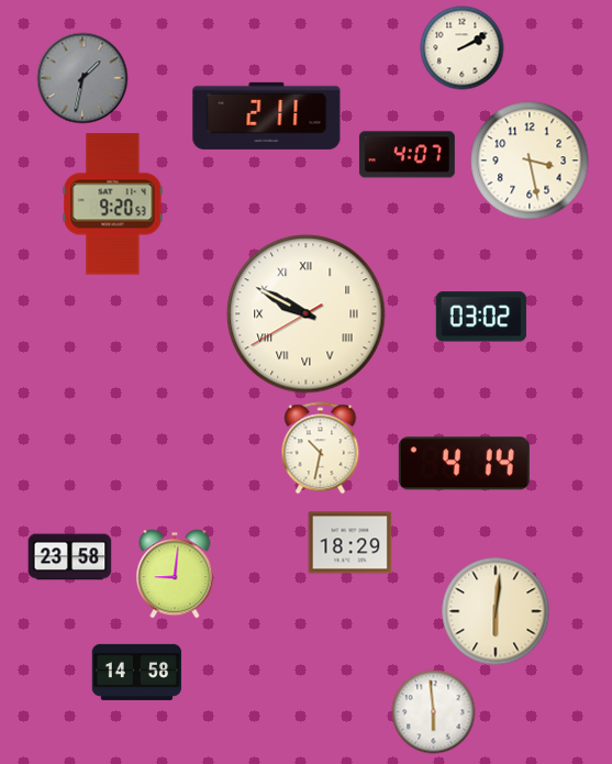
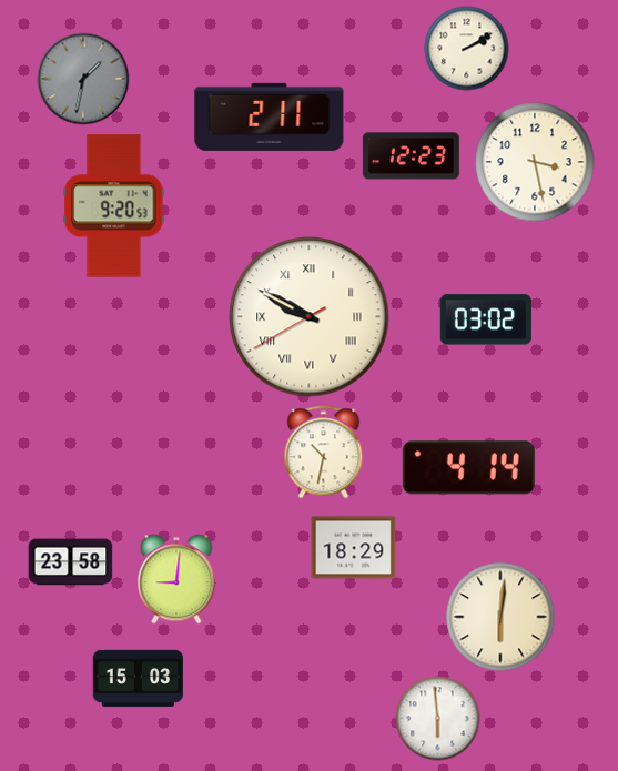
clock at (407, 155): 4:07 -> 12:23
clock at (136, 672): 14:58 -> 15:03
